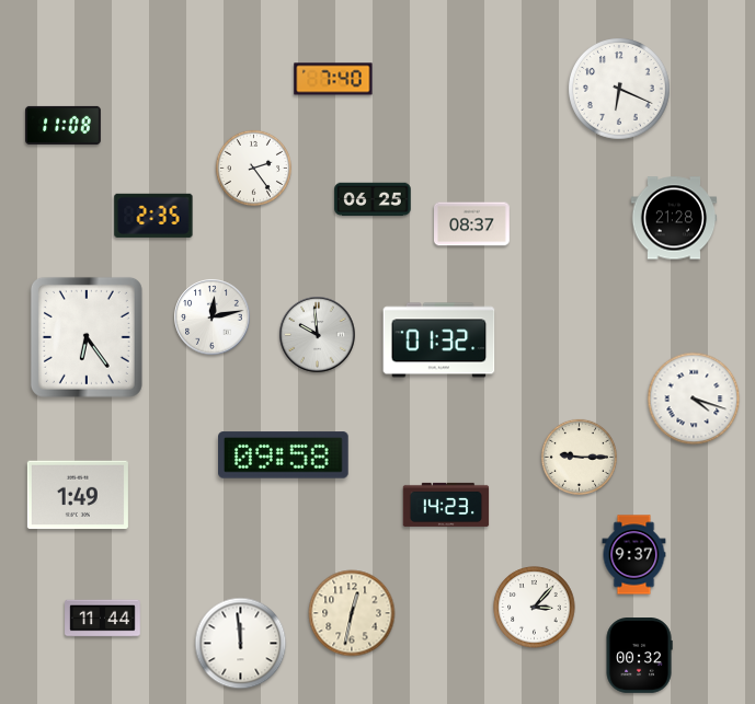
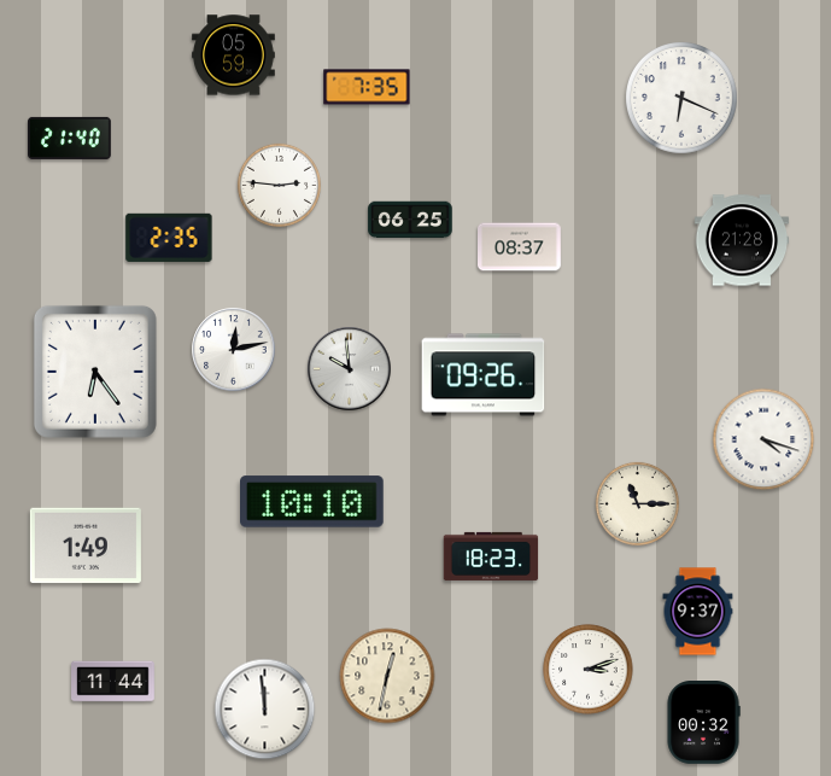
clock at (234, 56): none -> 05:59
clock at (333, 79): 7:40 -> 7:35
clock at (64, 125): 11:08 -> 21:40
clock at (253, 168): 2:24 -> 2:46
clock at (439, 341): 01:32 -> 09:26
clock at (284, 455): 09:58 -> 10:10
clock at (579, 457): 9:15 -> 11:15
clock at (446, 505): 14:23 -> 18:23
clock at (535, 608): 3:07 -> 3:12
